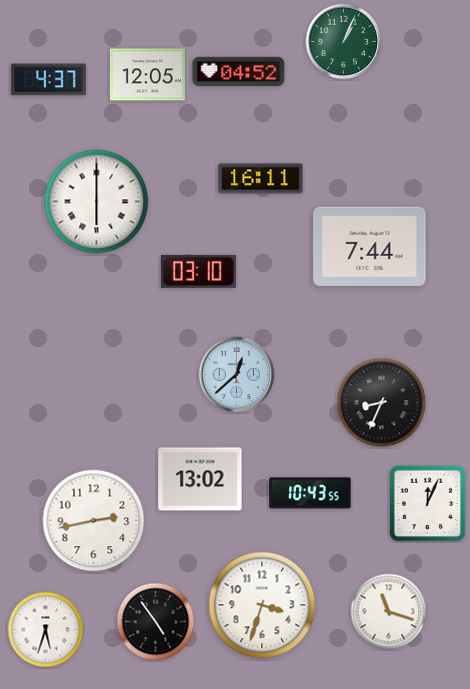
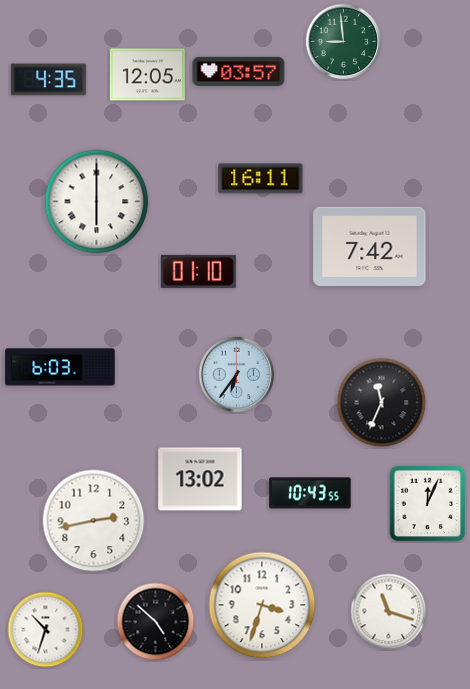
clock at (344, 42): 1:04 -> 8:59
clock at (239, 71): 04:52 -> 03:57
clock at (48, 80): 4:37 -> 4:35
clock at (370, 246): 7:44 -> 7:42
clock at (198, 271): 03:10 -> 01:10
clock at (60, 367): none -> 6:03
clock at (237, 375): 12:38 -> 6:36
clock at (382, 403): 8:34 -> 11:34
clock at (156, 622): 4:54 -> 4:52
clock at (46, 630): 5:33 -> 10:33
